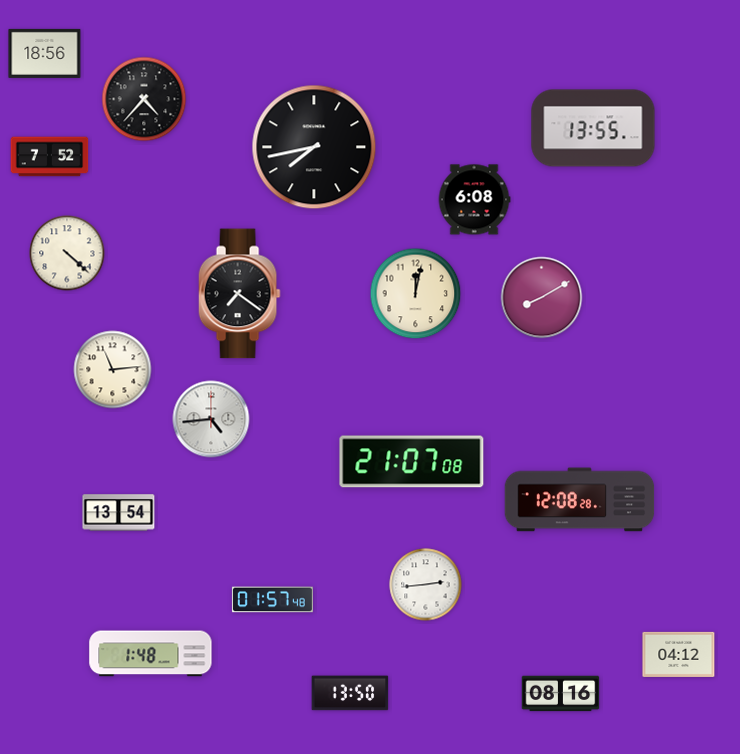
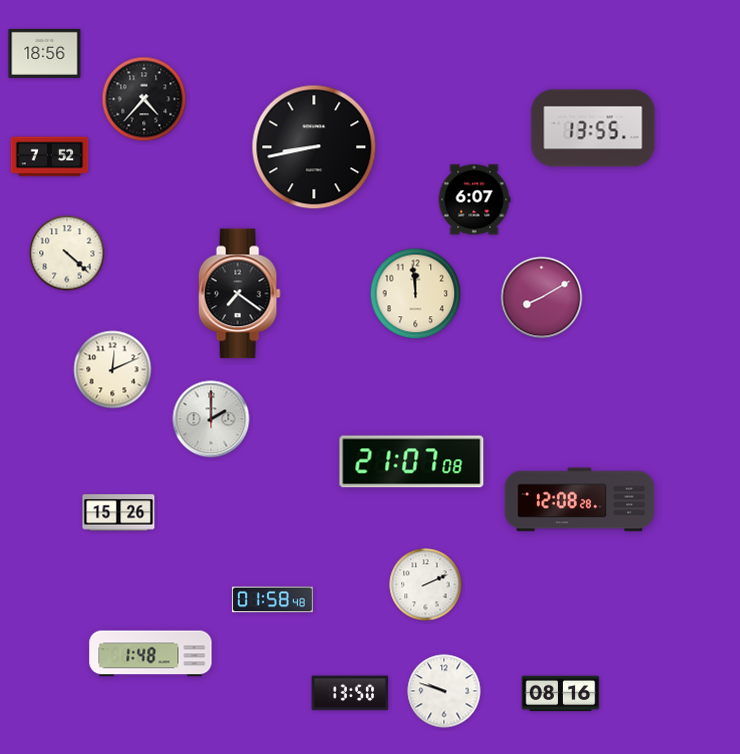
clock at (314, 147): 7:43 -> 8:43
clock at (474, 200): 6:08 -> 6:07
clock at (416, 294): 12:02 -> 11:59
clock at (113, 370): 11:14 -> 12:11
clock at (211, 419): 4:44 -> 2:00
clock at (119, 513): 13:54 -> 15:26
clock at (426, 585): 2:44 -> 2:11
clock at (272, 600): 01:57 -> 01:58
clock at (679, 654): 04:12 -> none
clock at (444, 691): none -> 9:48
